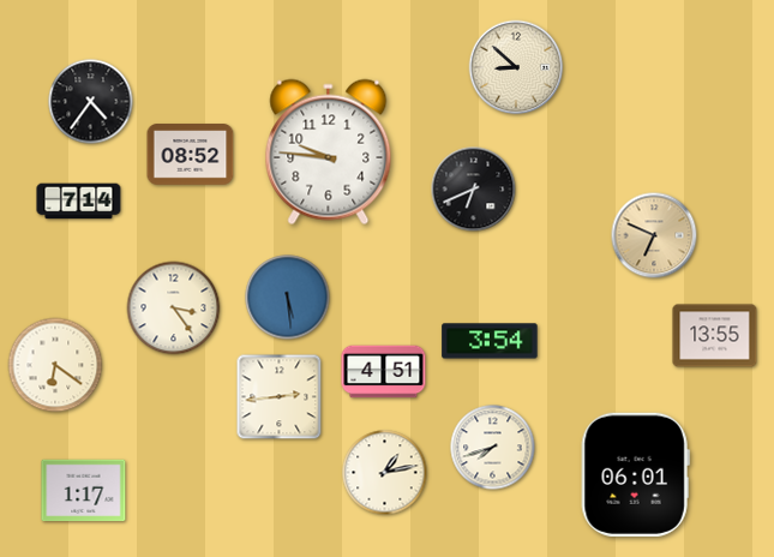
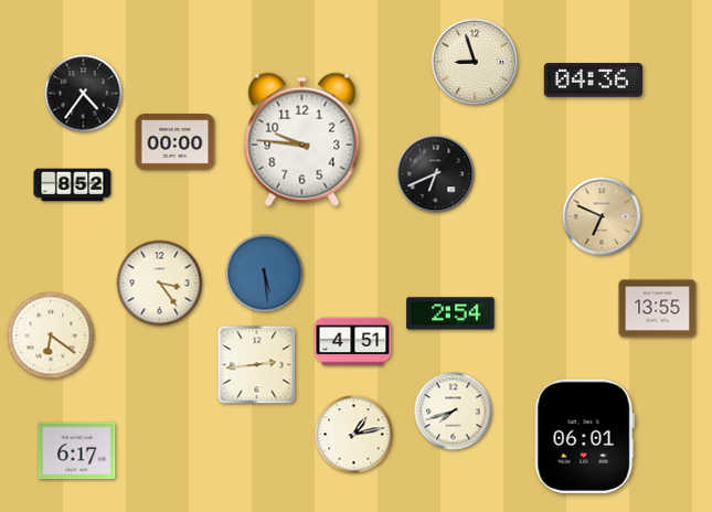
clock at (516, 67): 8:52 -> 8:57
clock at (593, 81): none -> 04:36
clock at (191, 155): 08:52 -> 00:00
clock at (79, 202): 7:14 -> 8:52
clock at (490, 341): 3:54 -> 2:54
clock at (84, 491): 1:17 -> 6:17
